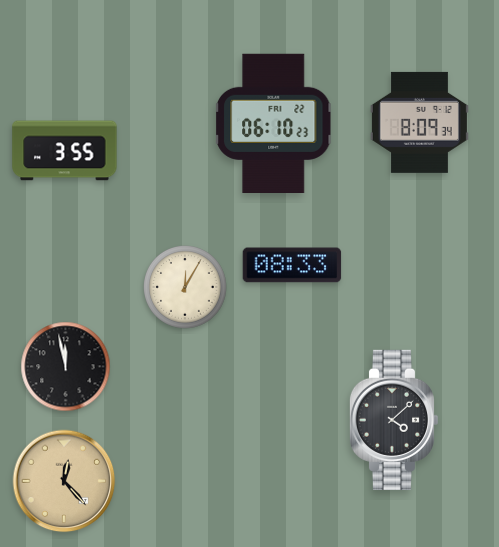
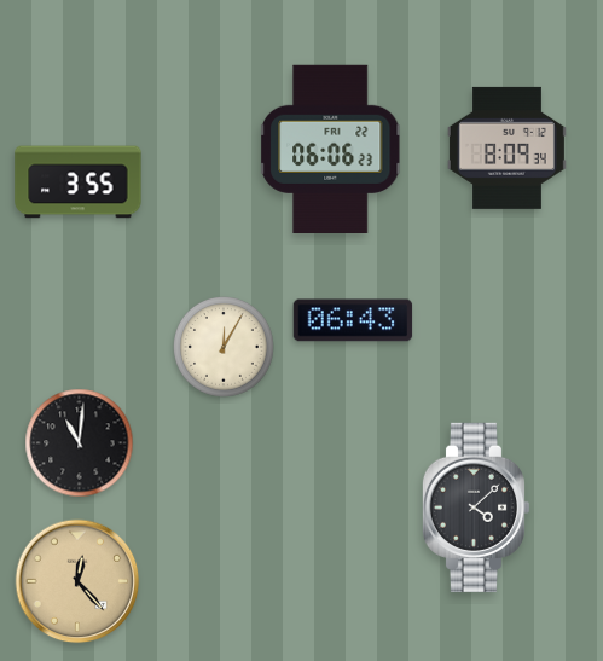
clock at (274, 123): 06:10 -> 06:06
clock at (292, 265): 08:33 -> 06:43
clock at (66, 367): 11:58 -> 11:01
